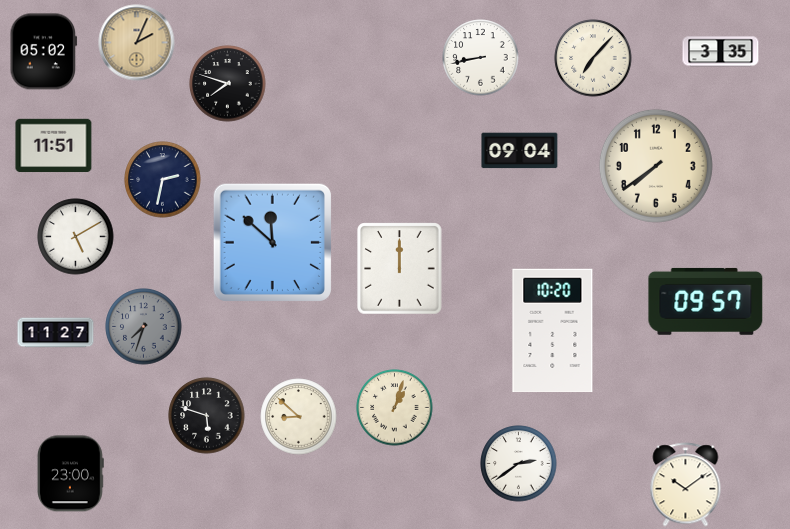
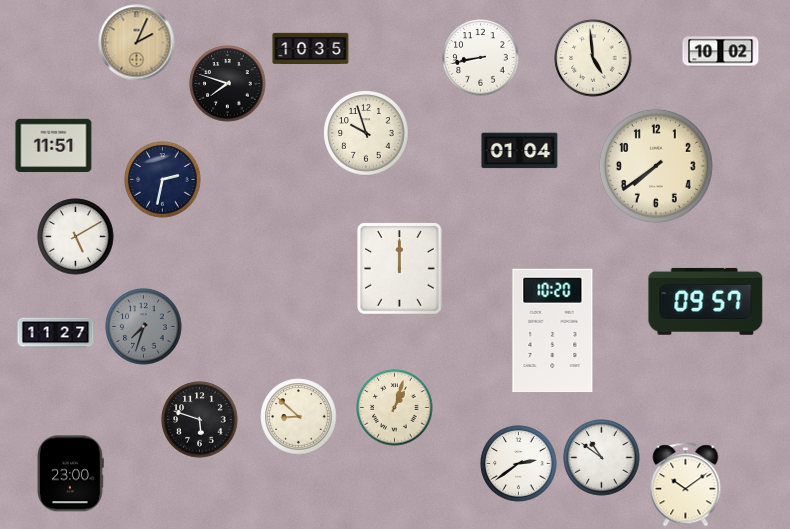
clock at (311, 49): none -> 10:35
clock at (44, 52): 05:02 -> none
clock at (721, 52): 3:35 -> 10:02
clock at (593, 58): 7:07 -> 4:59
clock at (366, 133): none -> 9:57
clock at (520, 151): 09:04 -> 01:04
clock at (272, 242): 11:52 -> none
clock at (207, 416) position: (207, 416) -> (200, 420)
clock at (602, 458): none -> 10:51
